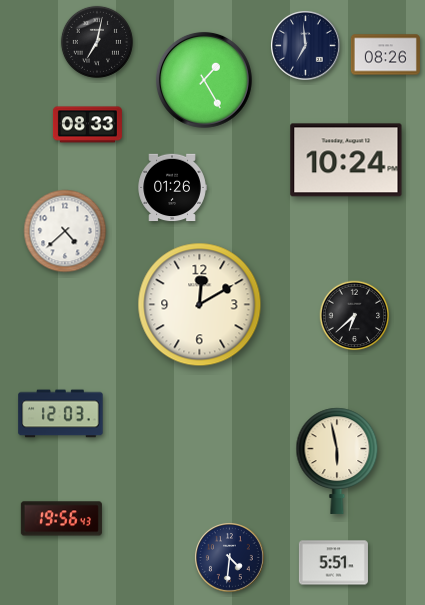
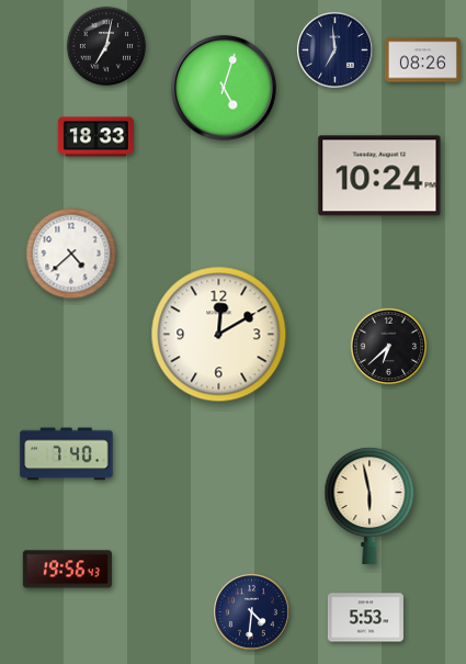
clock at (204, 80): 1:25 -> 5:03
clock at (87, 125): 08:33 -> 18:33
clock at (172, 188): 01:26 -> none
clock at (61, 414): 12:03 -> 7:40
clock at (333, 563): 5:51 -> 5:53
